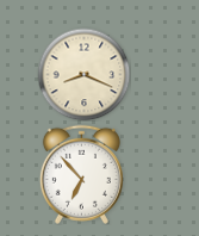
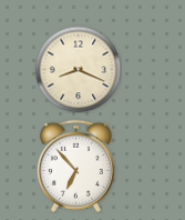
clock at (81, 174) position: (81, 174) -> (75, 166)
